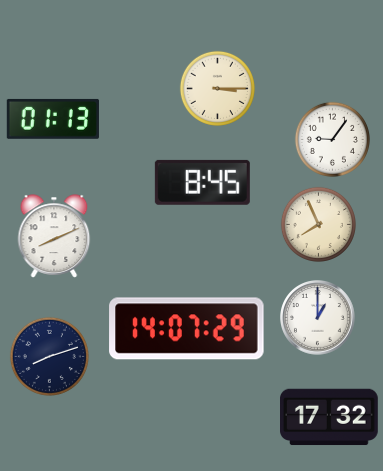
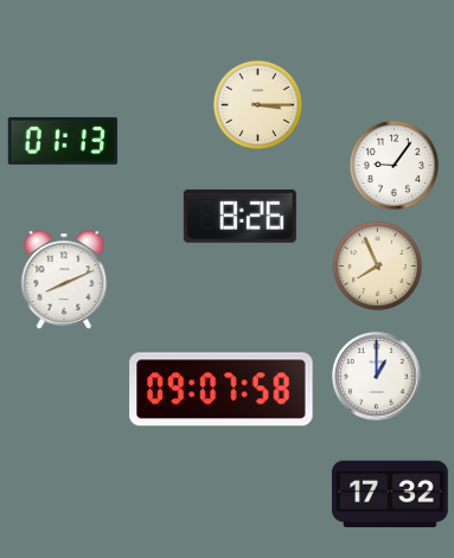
clock at (202, 182): 8:45 -> 8:26
clock at (187, 329): 14:07 -> 09:07
clock at (49, 356): 8:12 -> none
